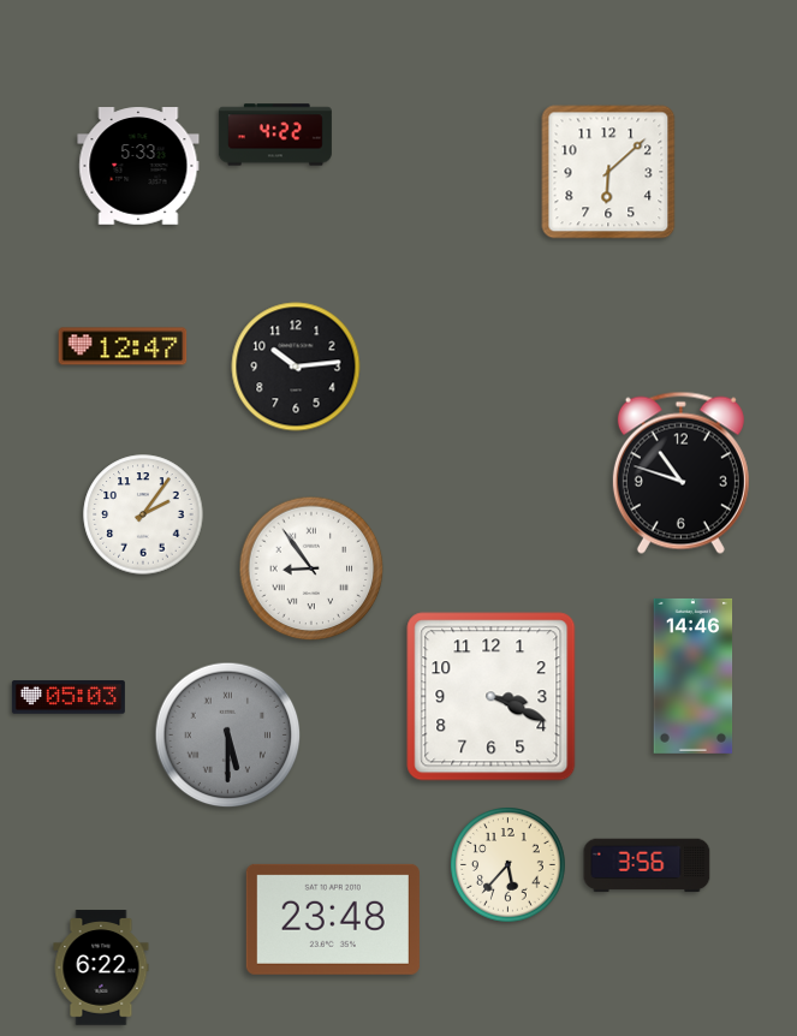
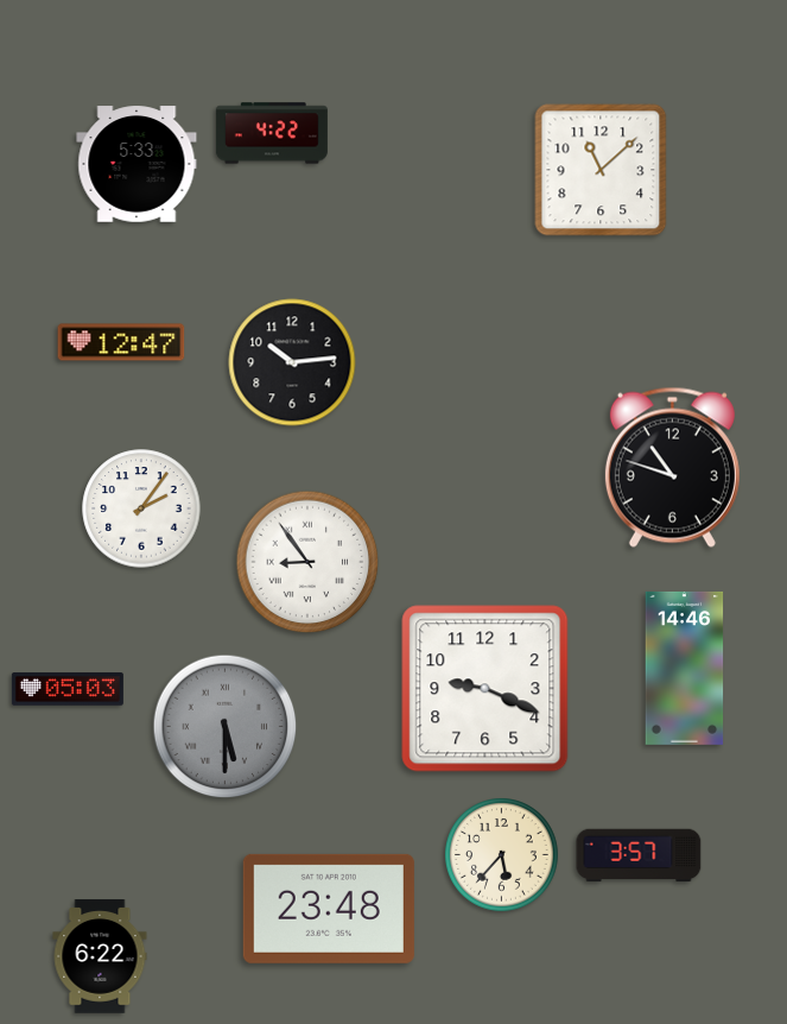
clock at (608, 172): 6:08 -> 11:08
clock at (492, 697): 3:19 -> 9:19
clock at (647, 865): 3:56 -> 3:57
